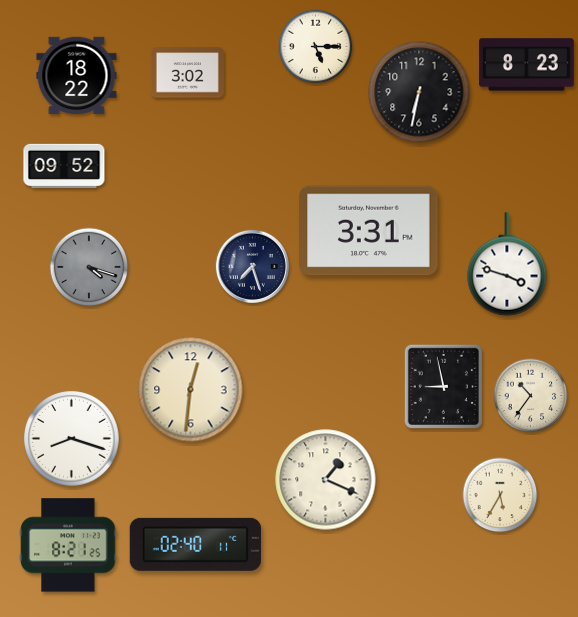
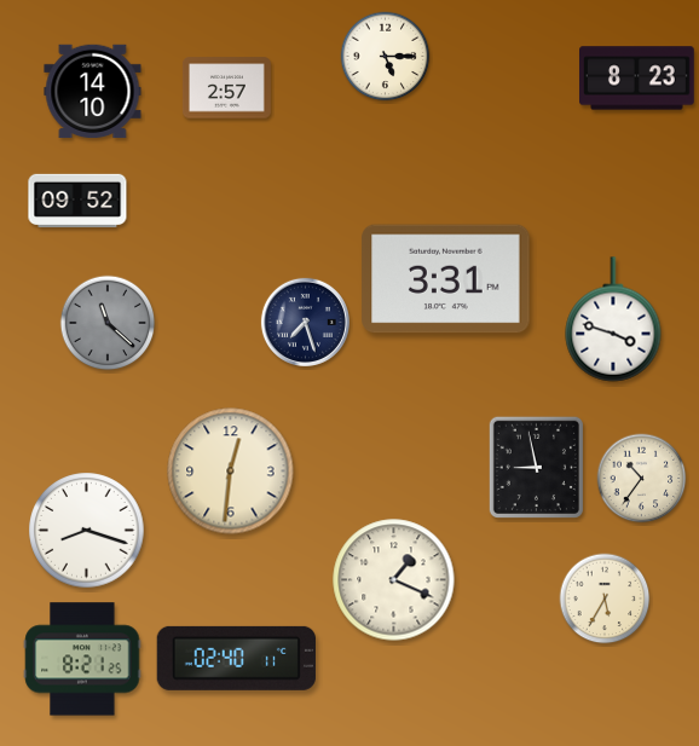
clock at (316, 47) position: (316, 47) -> (386, 57)
clock at (187, 73): 3:02 -> 2:57
clock at (77, 76): 18:22 -> 14:10
clock at (419, 92): 6:32 -> none
clock at (89, 267): 4:18 -> 11:22
